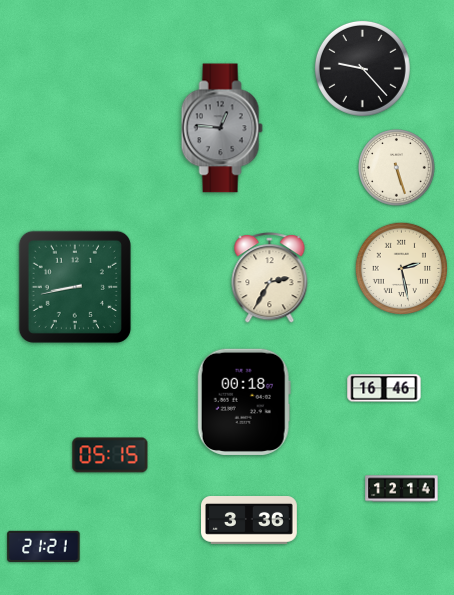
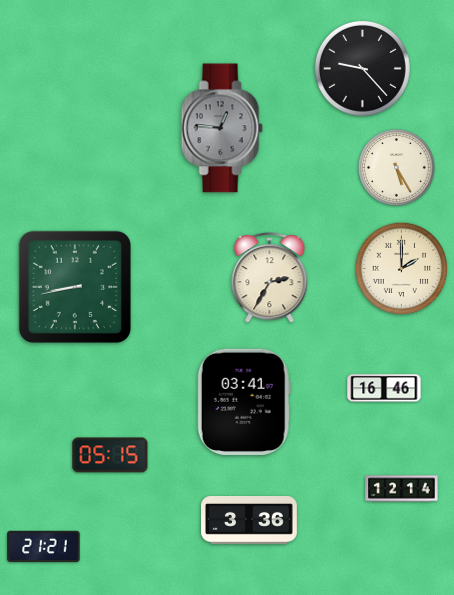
clock at (397, 168): 5:27 -> 5:25
clock at (402, 269): 2:28 -> 2:00
clock at (244, 402): 00:18 -> 03:41
